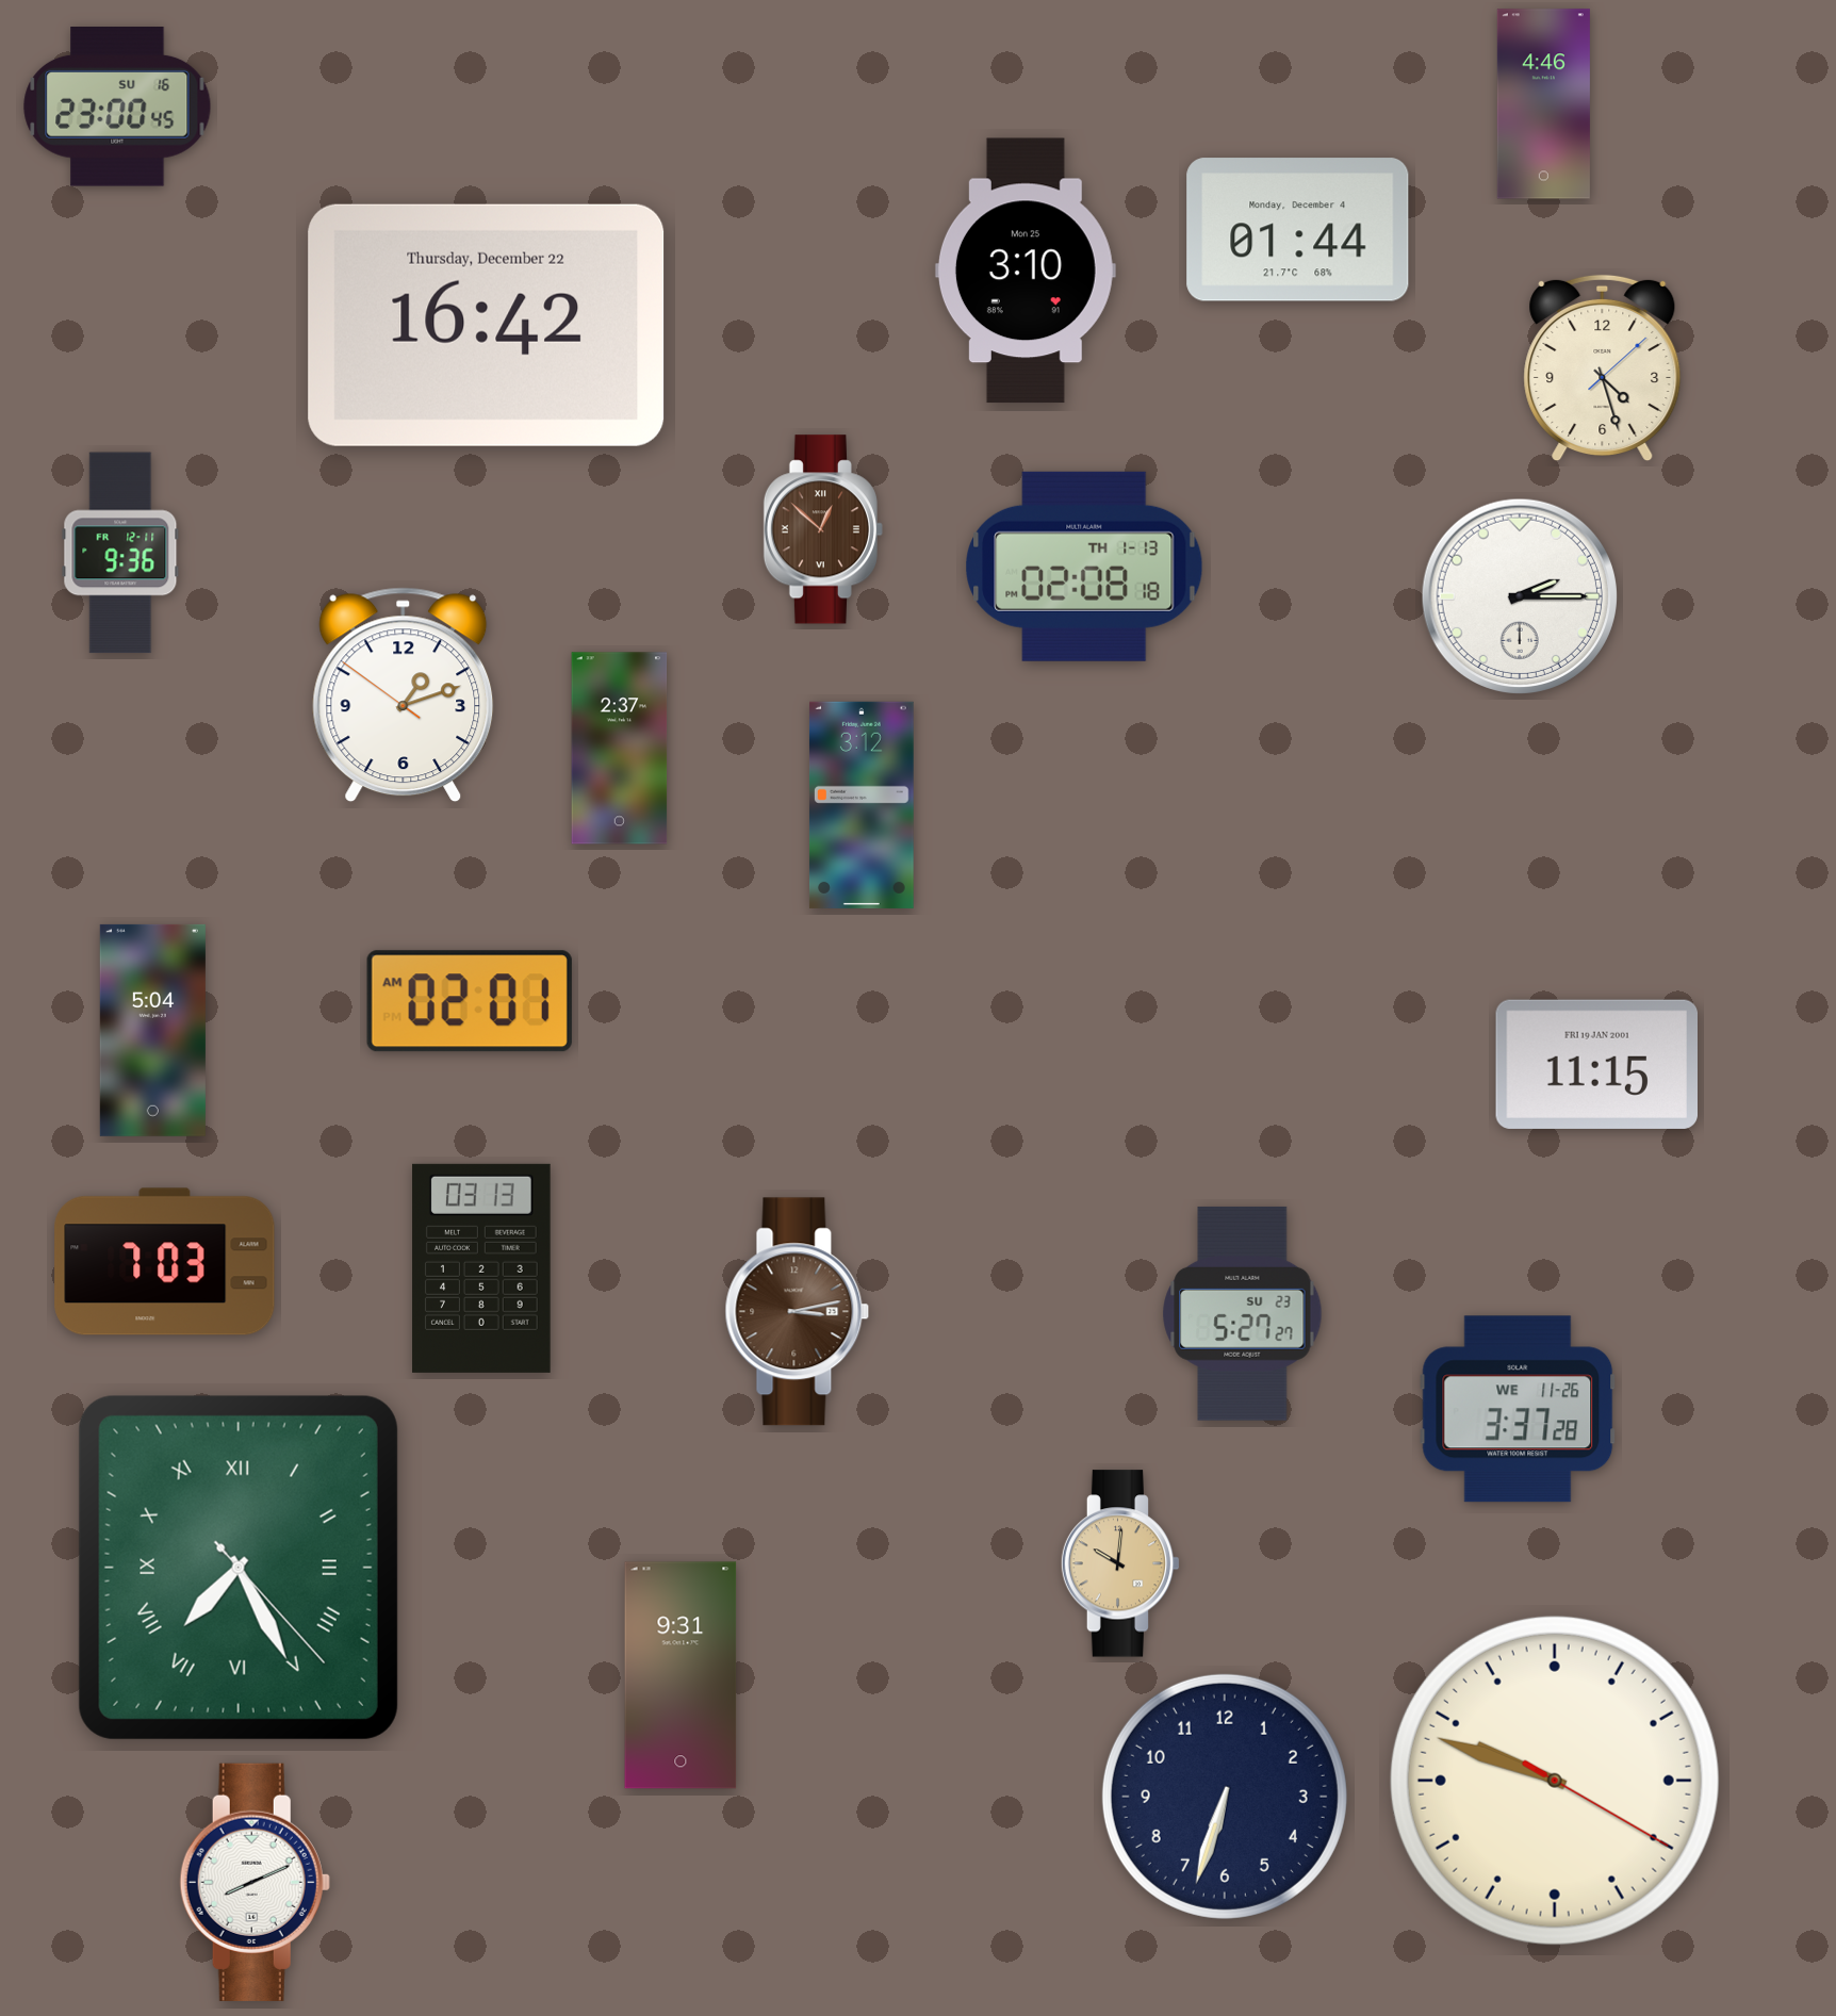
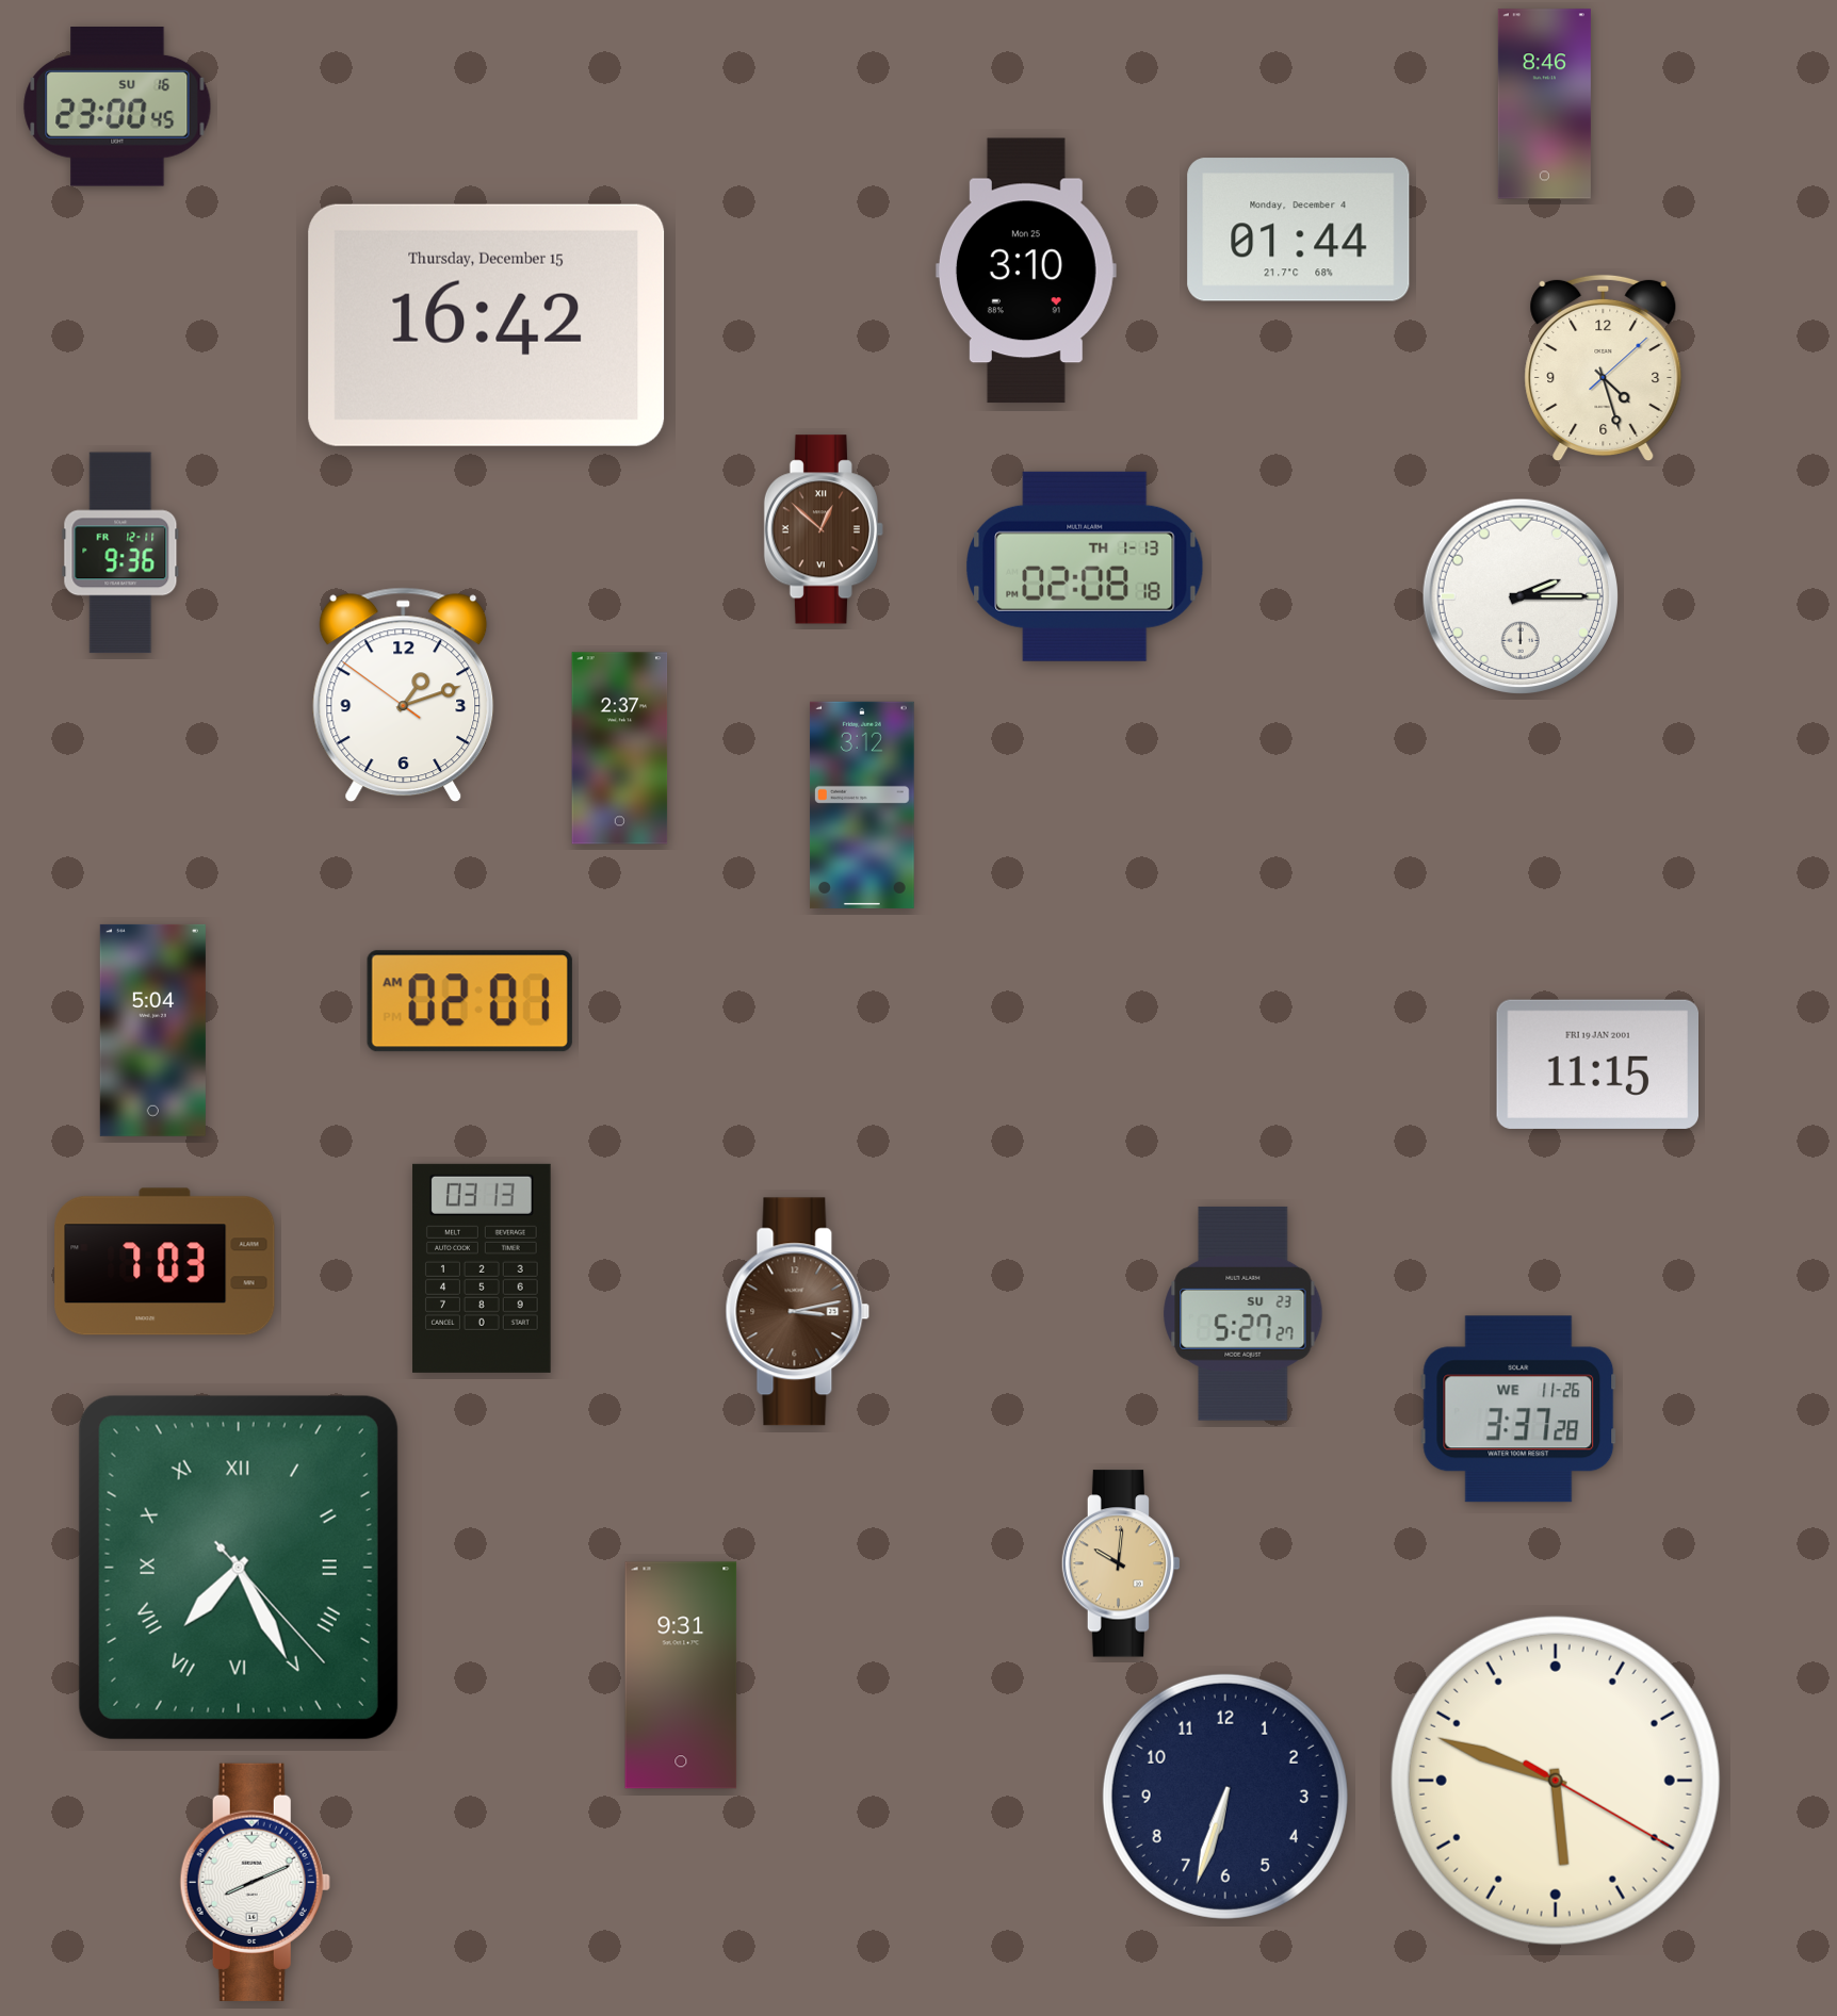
clock at (1543, 104): 4:46 -> 8:46
clock at (487, 325) date: Thursday, December 22 -> Thursday, December 15
clock at (1555, 1781): 9:48 -> 5:48
